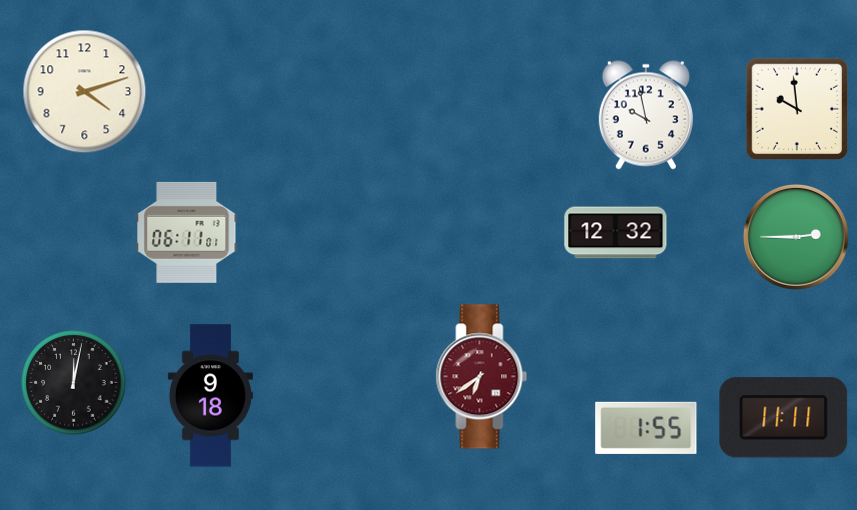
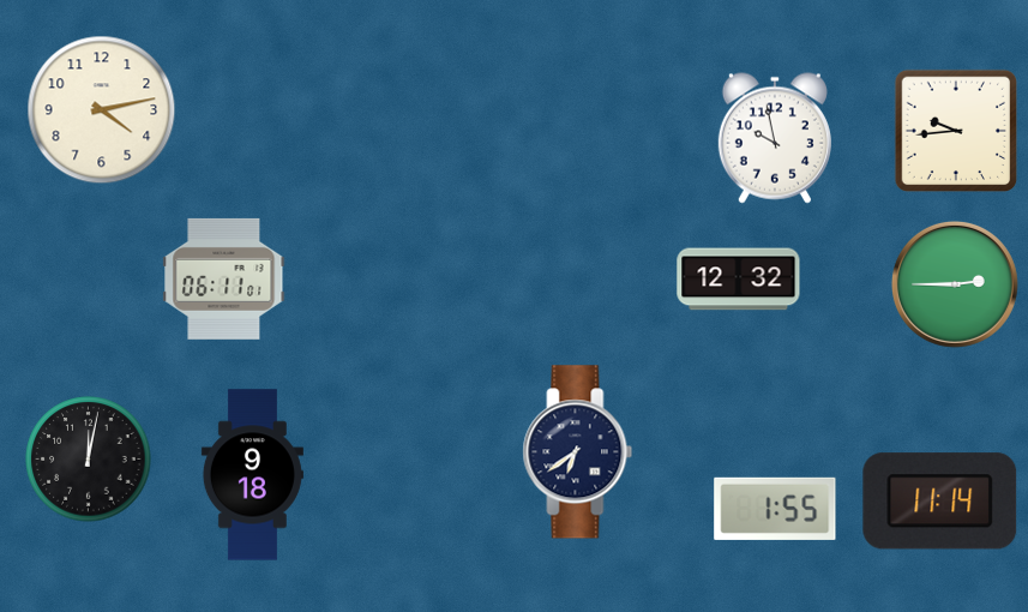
clock at (85, 92): 4:12 -> 4:13
clock at (797, 109): 9:59 -> 9:44
clock at (482, 377) dial: burgundy -> navy
clock at (784, 418): 11:11 -> 11:14
clock at (646, 428) position: (646, 428) -> (775, 509)
